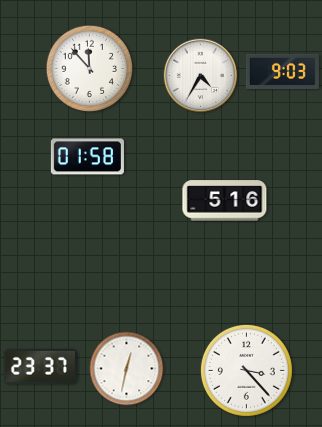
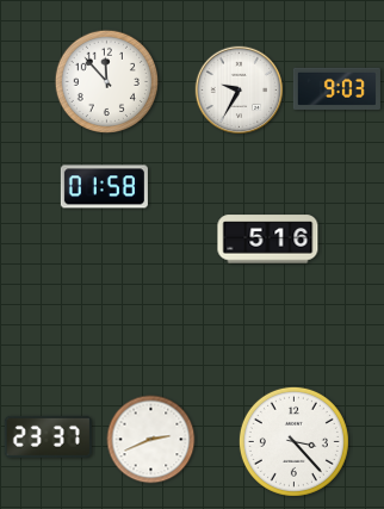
clock at (282, 71) position: (282, 71) -> (336, 88)
clock at (201, 76): 4:35 -> 9:35
clock at (127, 369): 12:32 -> 2:41
